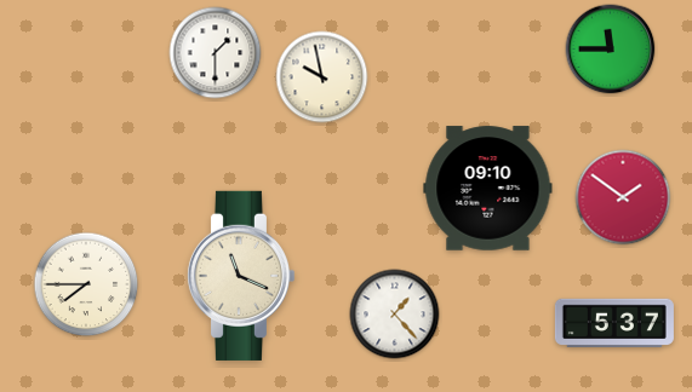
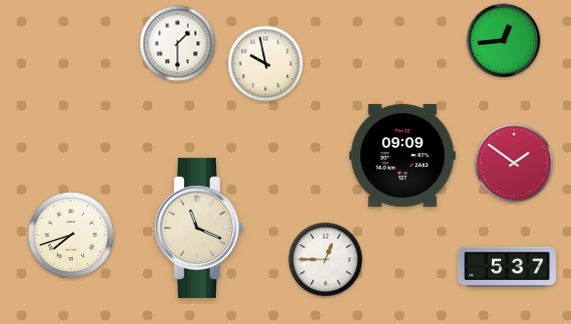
clock at (611, 50): 11:45 -> 12:44
clock at (488, 189): 09:10 -> 09:09
clock at (86, 284): 7:45 -> 7:42
clock at (395, 315): 1:23 -> 12:45
